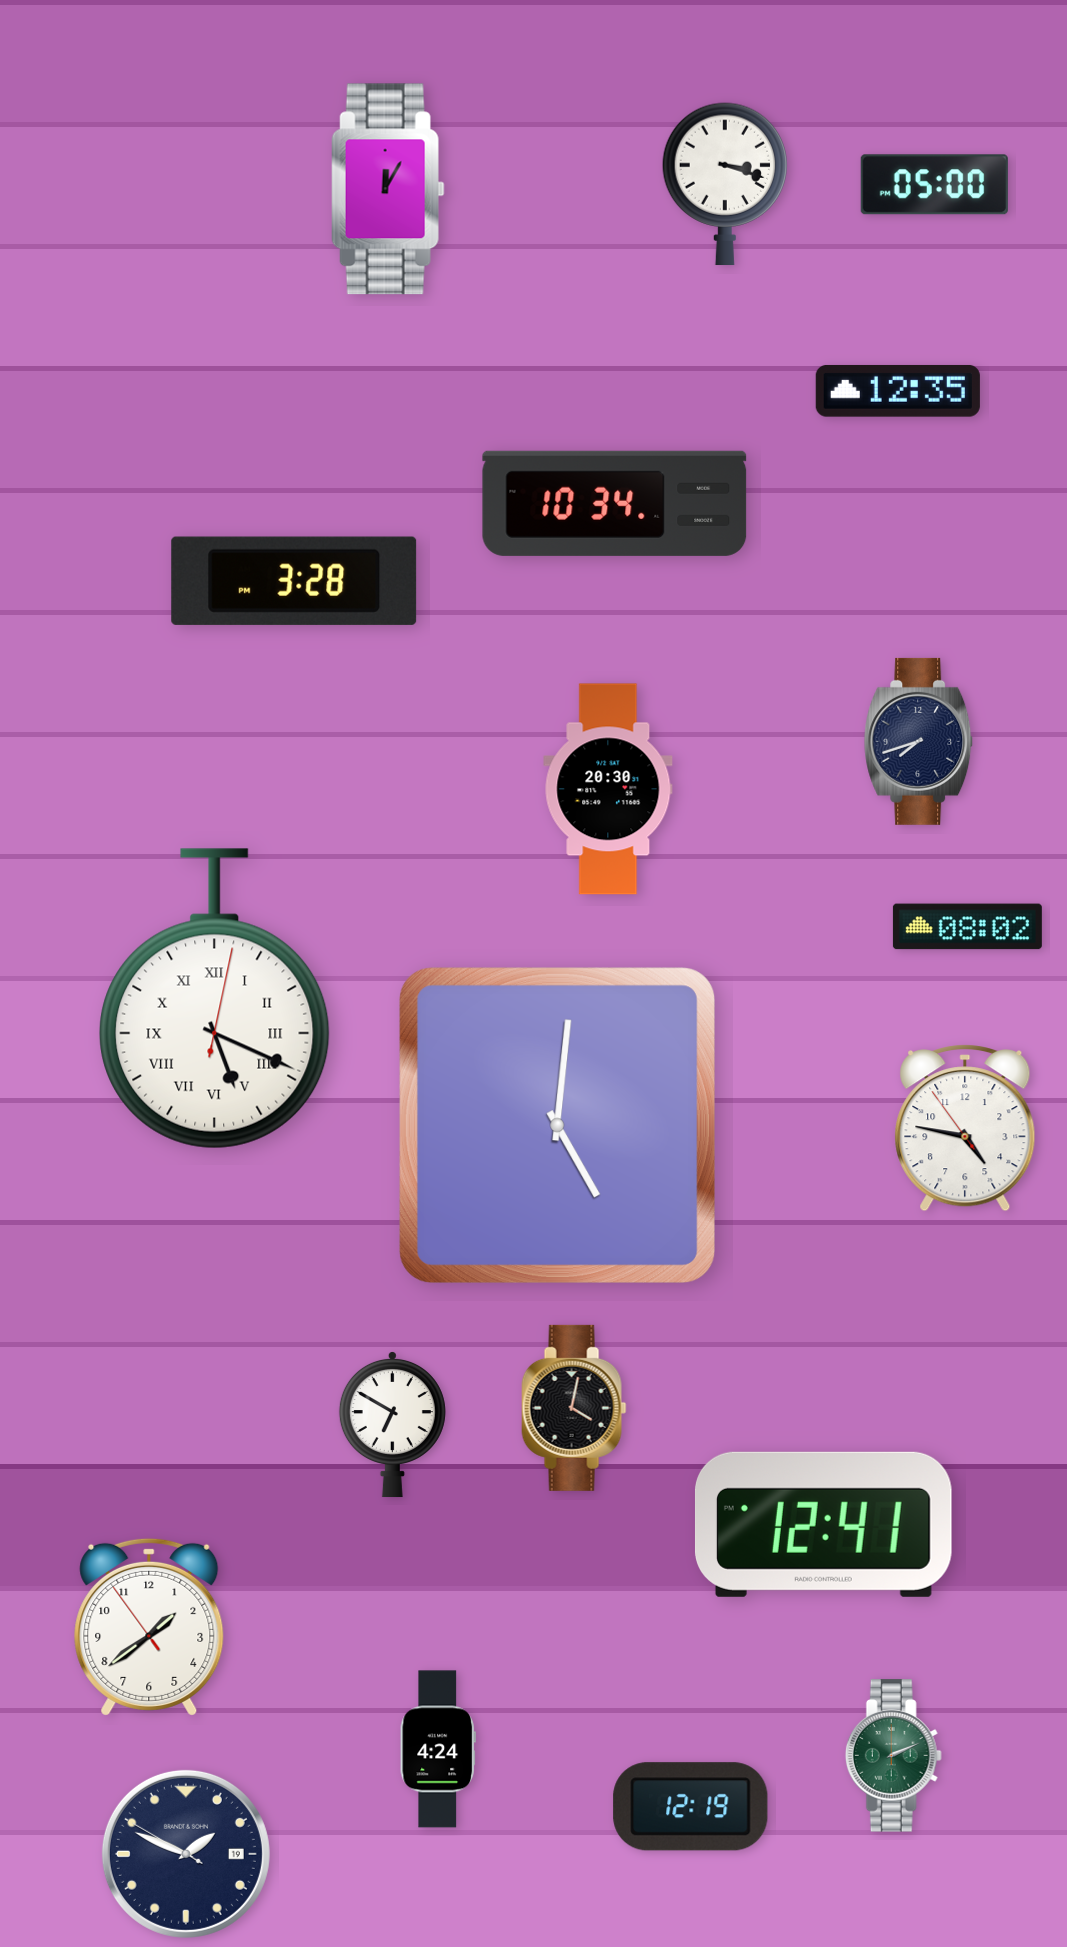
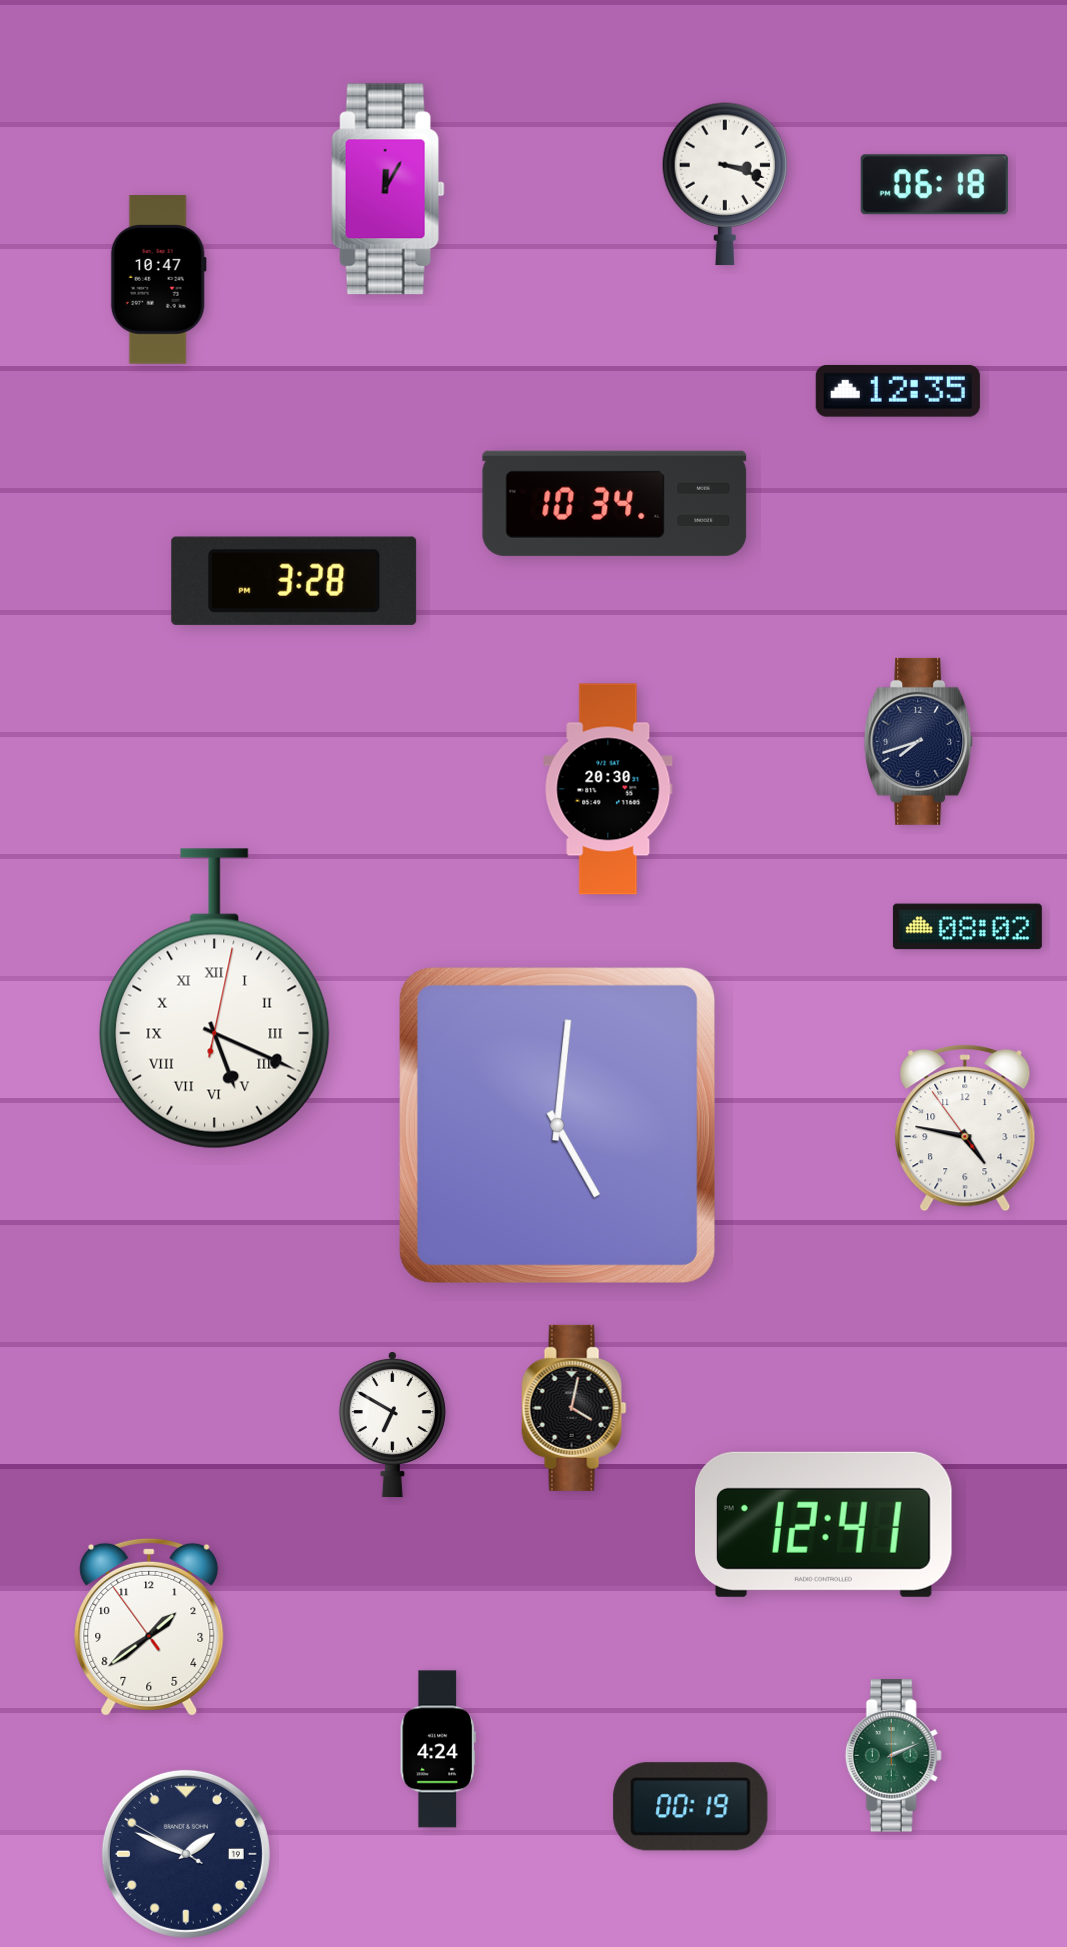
clock at (934, 185): 05:00 -> 06:18
clock at (158, 280): none -> 10:47
clock at (691, 1807): 12:19 -> 00:19
